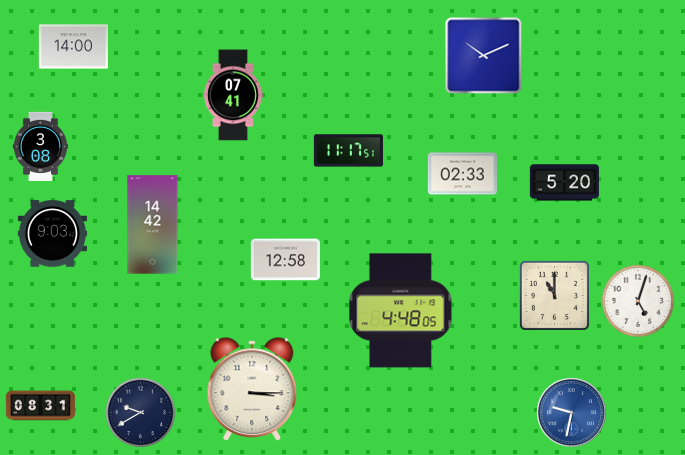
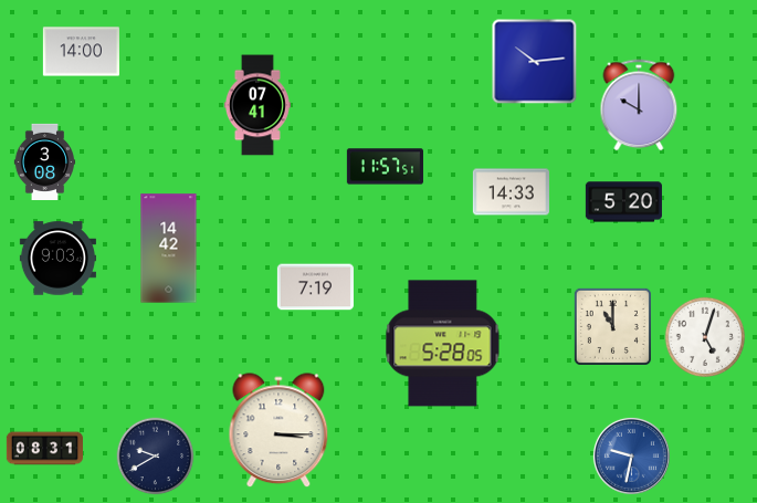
clock at (484, 56): 10:11 -> 10:14
clock at (639, 105): none -> 10:00
clock at (348, 151): 11:17 -> 11:57
clock at (462, 174): 02:33 -> 14:33
clock at (285, 260): 12:58 -> 7:19
clock at (637, 300) position: (637, 300) -> (704, 336)
clock at (401, 311): 4:48 -> 5:28
